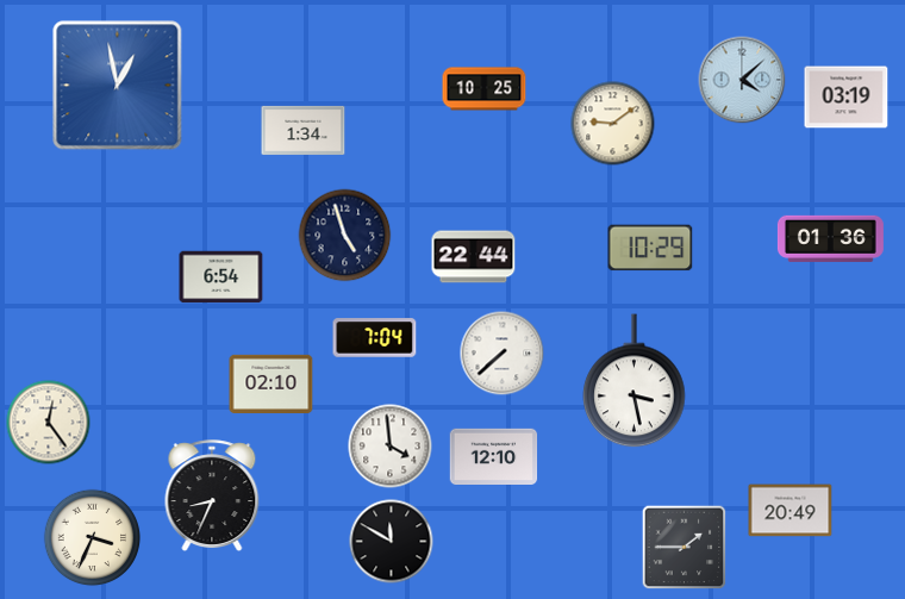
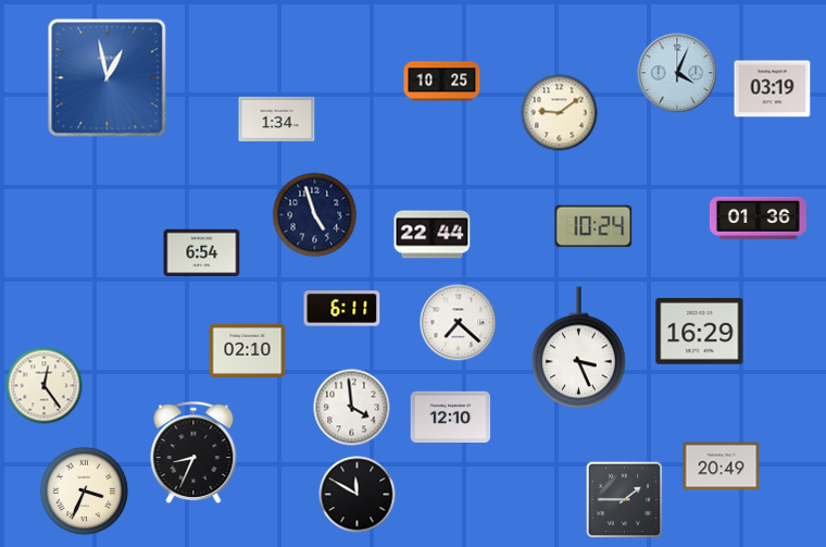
clock at (742, 80): 4:08 -> 4:04
clock at (650, 248): 10:29 -> 10:24
clock at (375, 338): 7:04 -> 6:11
clock at (503, 354): 7:38 -> 7:22
clock at (700, 332): none -> 16:29
clock at (635, 381): 3:28 -> 3:26
clock at (391, 447) position: (391, 447) -> (352, 408)
